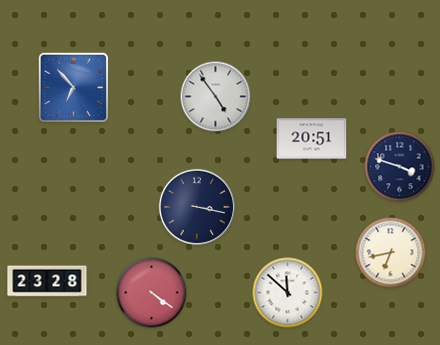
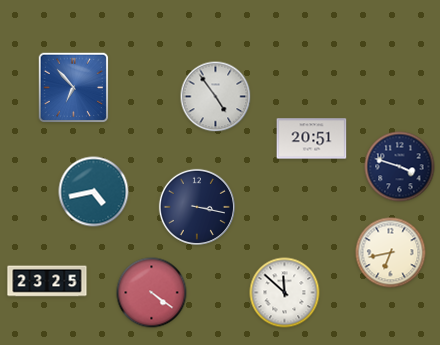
clock at (94, 192): none -> 4:43
clock at (47, 281): 23:28 -> 23:25
clock at (288, 293) position: (288, 293) -> (285, 293)
